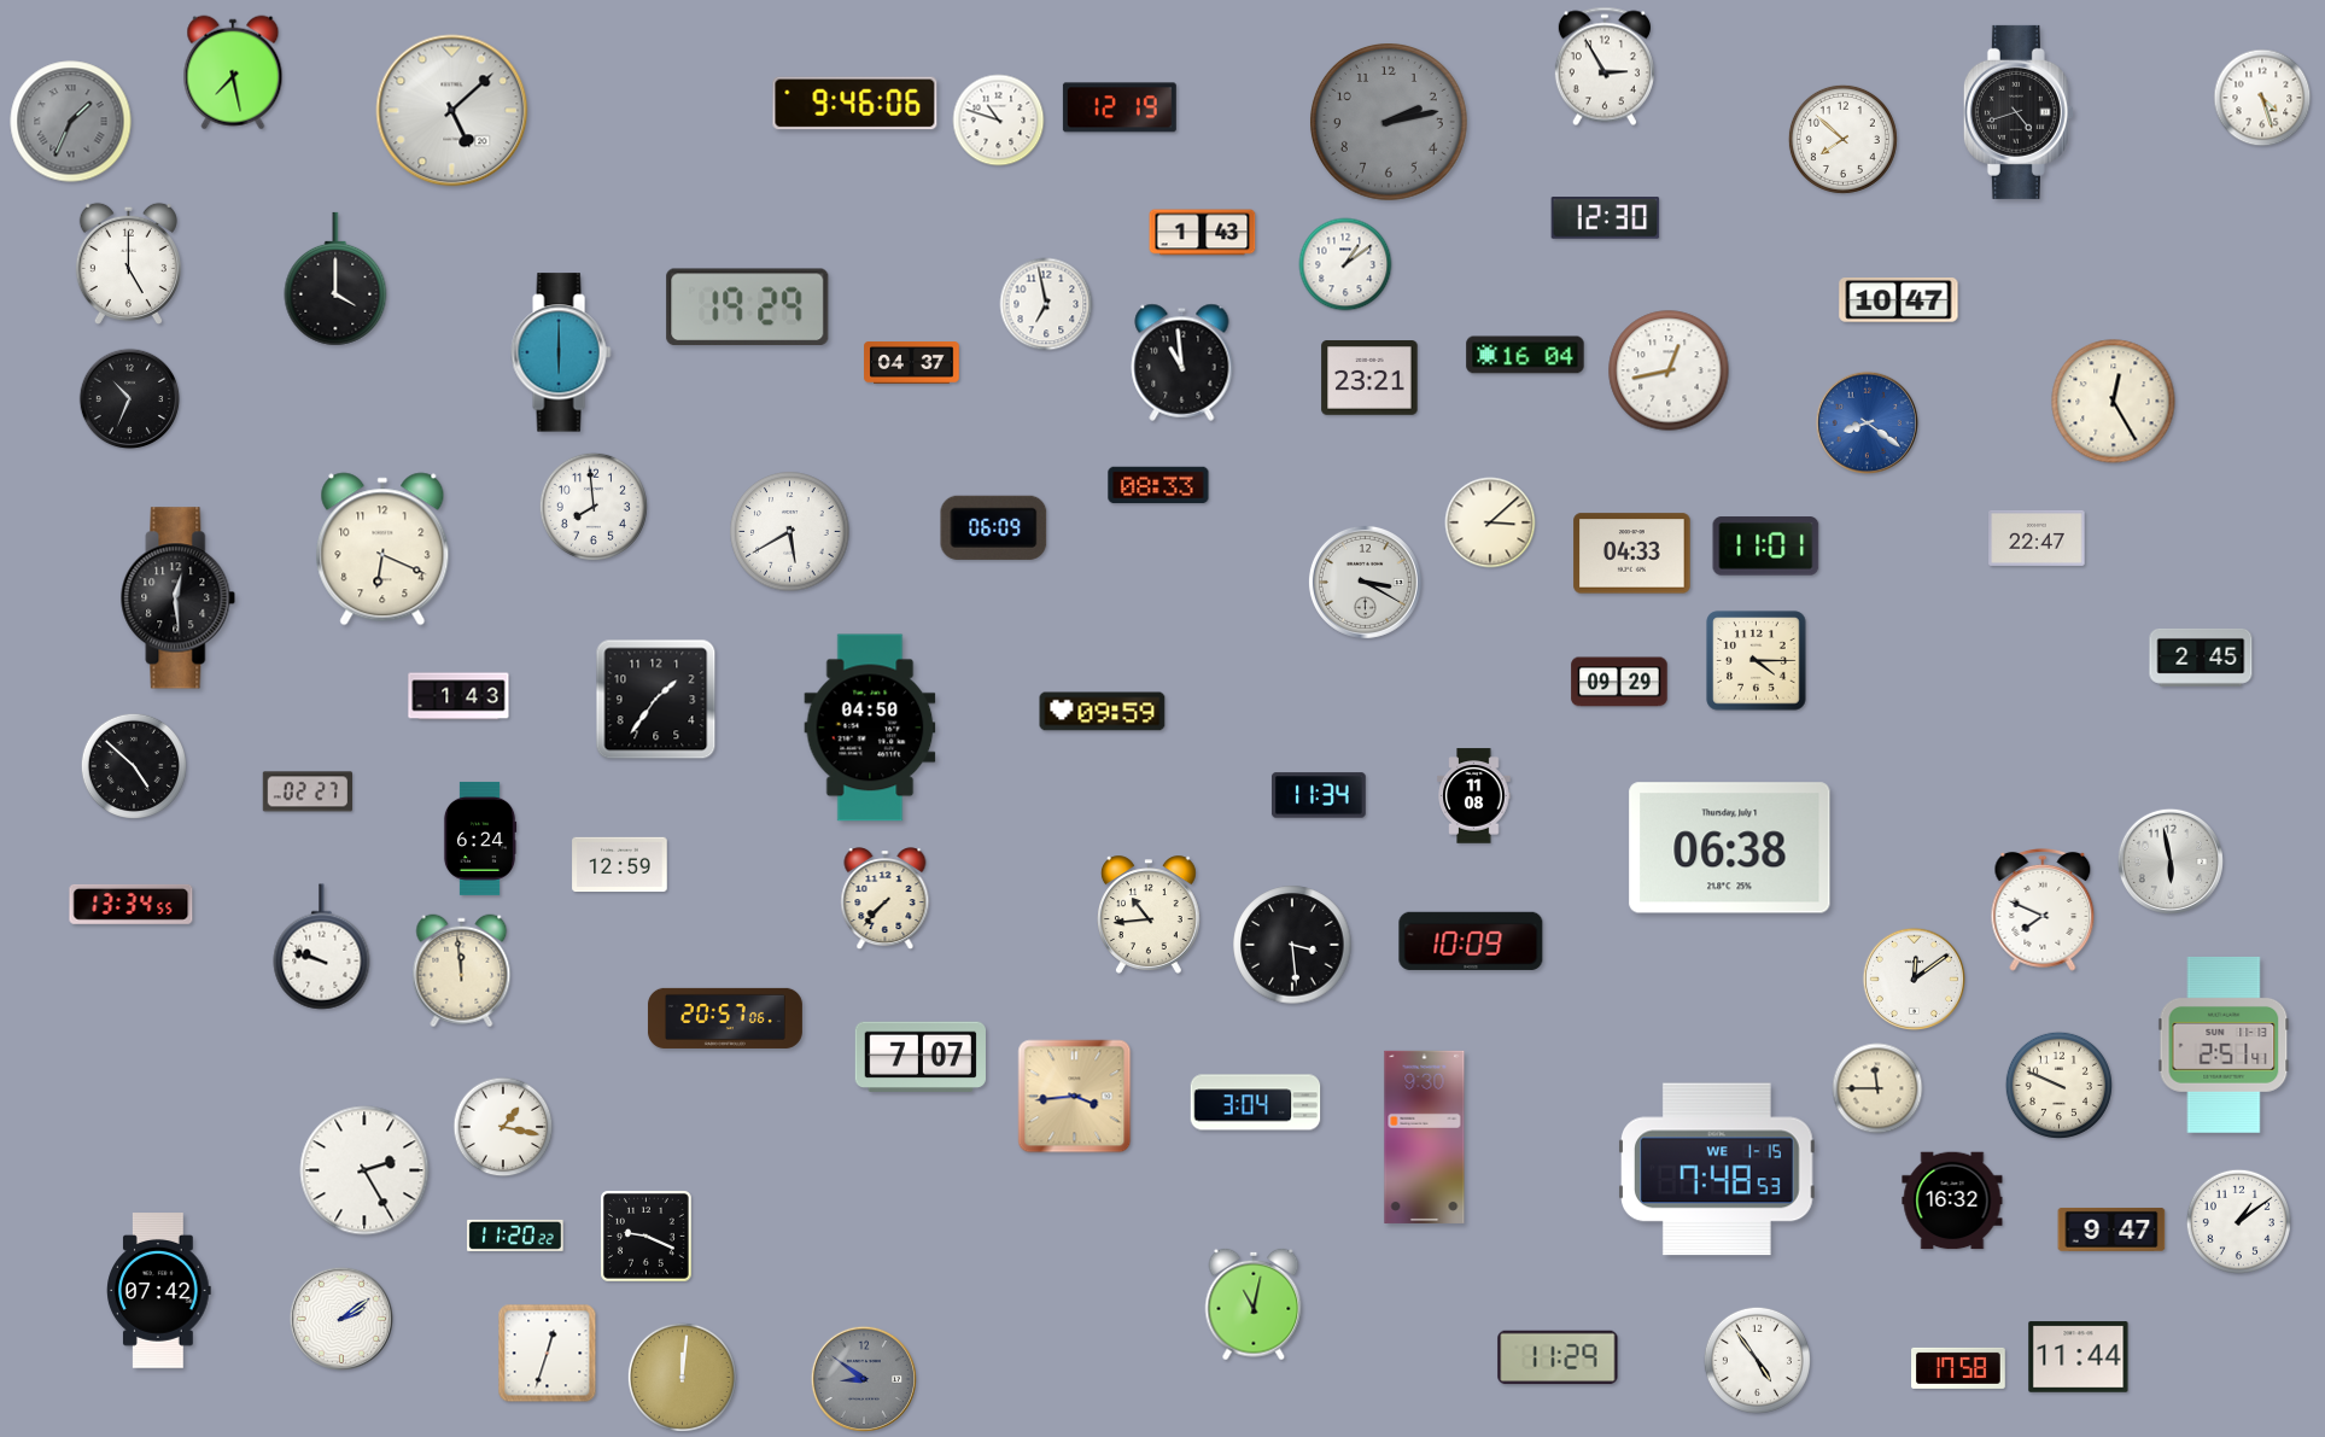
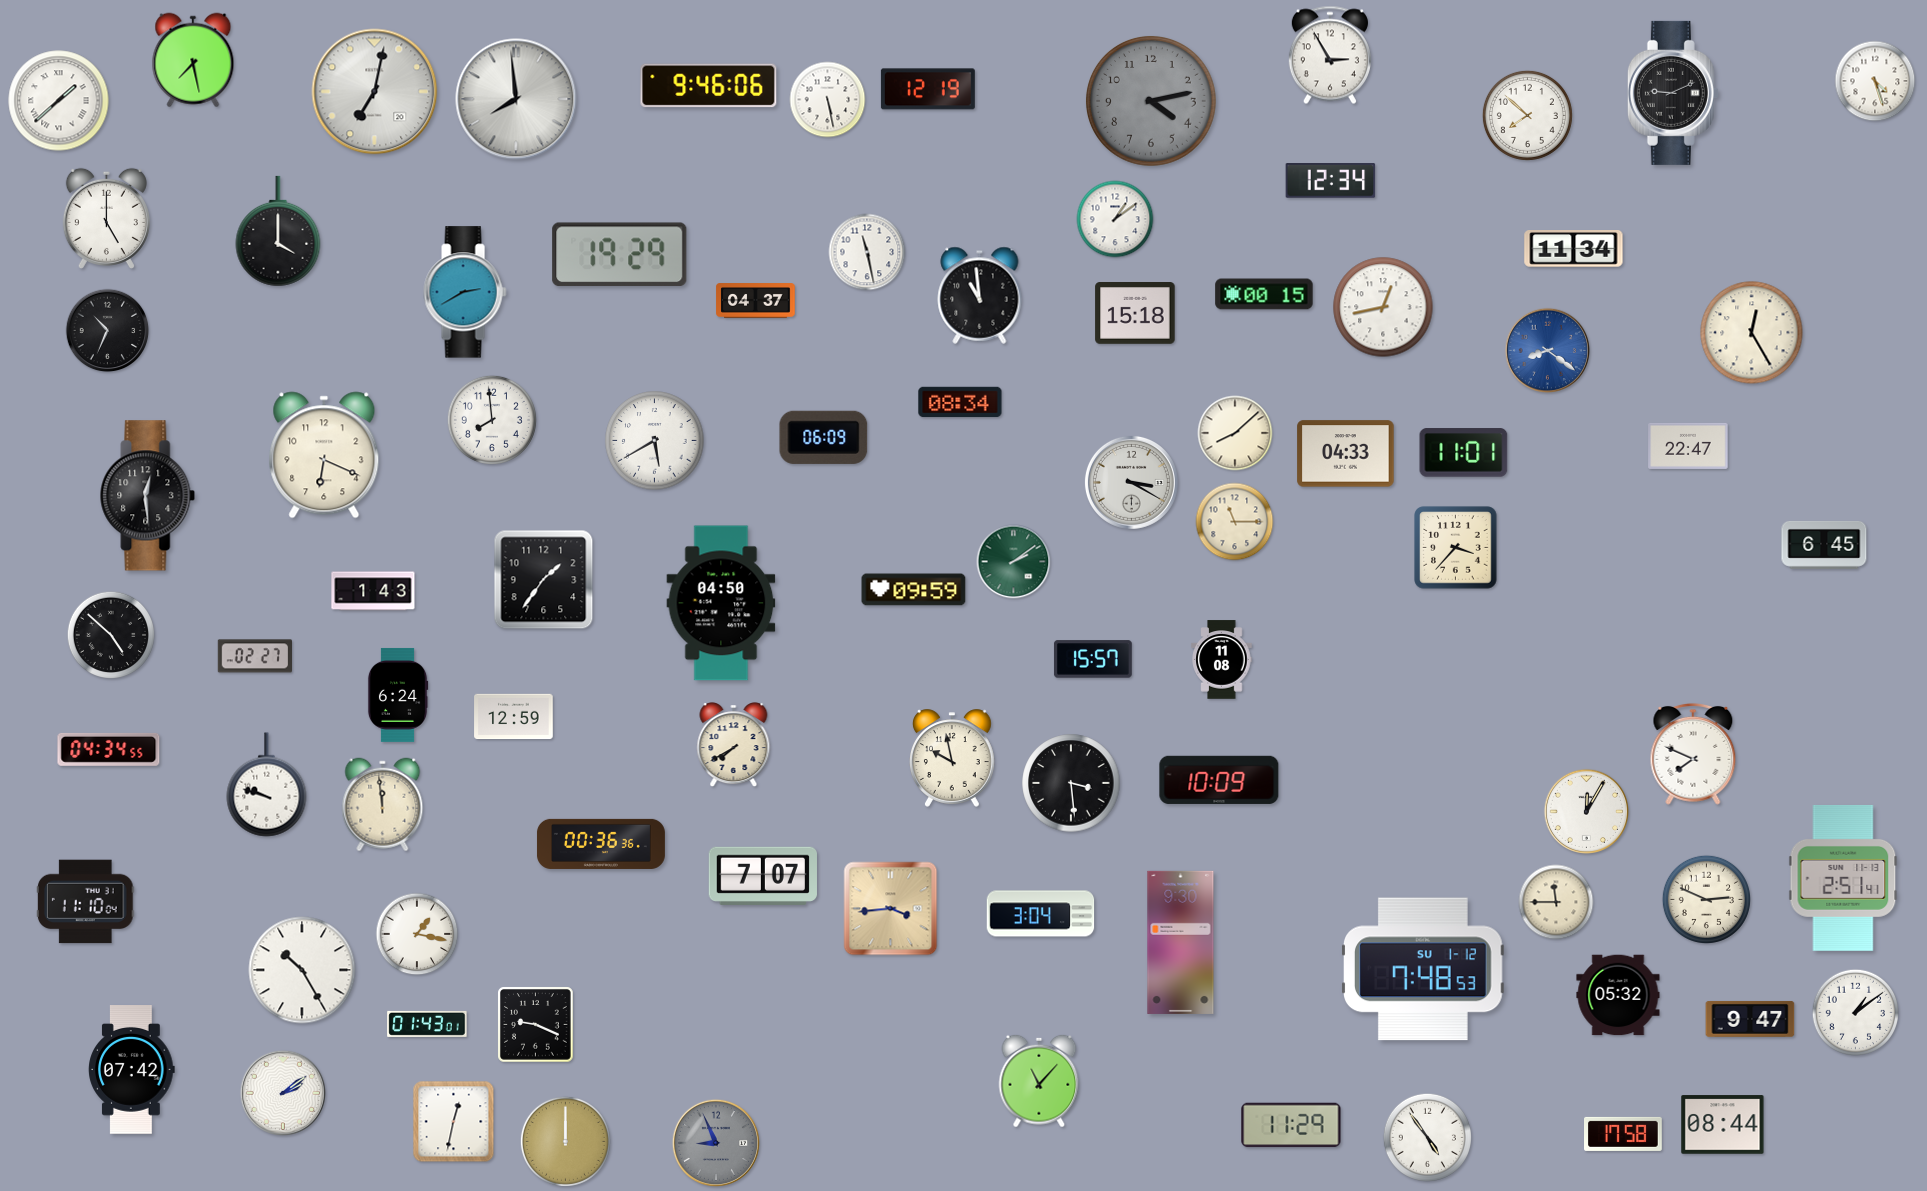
clock at (452, 111): 5:08 -> 7:02
clock at (2019, 112): 4:42 -> 9:11
clock at (516, 99): none -> 7:59
clock at (999, 121): 10:48 -> 5:28
clock at (71, 122): 1:34 -> 1:38
clock at (71, 122) dial: grey -> white
clock at (1389, 122): 2:13 -> 4:13
clock at (1606, 218): 12:30 -> 12:34
clock at (1203, 233): 1:43 -> none
clock at (1899, 300): 10:47 -> 11:34
clock at (1046, 304): 6:58 -> 11:28
clock at (561, 352): 6:00 -> 2:40
clock at (1525, 355): 16:04 -> 00:15
clock at (1182, 362) position: (1182, 362) -> (980, 295)
clock at (1369, 379): 23:21 -> 15:18
clock at (1158, 485): 08:33 -> 08:34
clock at (1490, 522): 3:08 -> 8:08
clock at (382, 549) position: (382, 549) -> (324, 455)
clock at (1632, 554) position: (1632, 554) -> (1346, 454)
clock at (1235, 522): none -> 11:15
clock at (2201, 658): 2:45 -> 6:45
clock at (1757, 661): 4:15 -> 3:37
clock at (1014, 562): none -> 2:09
clock at (1619, 682): 09:29 -> none
clock at (458, 696) position: (458, 696) -> (373, 591)
clock at (1319, 795): 11:34 -> 15:57
clock at (1730, 848): 06:38 -> none
clock at (2171, 861): 5:58 -> none
clock at (886, 899): 7:37 -> 7:40
clock at (132, 904): 13:34 -> 04:34
clock at (1150, 915): 10:44 -> 9:58
clock at (1914, 979): 12:09 -> 12:05
clock at (725, 1018): 20:57 -> 00:36
clock at (2224, 1045) position: (2224, 1045) -> (1843, 878)
clock at (2058, 1085): 9:49 -> 2:49
clock at (85, 902): none -> 11:10
clock at (1718, 1169) date: WE 1-15 -> SU 1-12
clock at (364, 1170): 2:25 -> 10:25
clock at (1952, 1201): 16:32 -> 05:32
clock at (515, 1236): 11:20 -> 01:43
clock at (1254, 1304): 11:02 -> 11:07
clock at (548, 1354): 12:33 -> 12:32
clock at (2079, 1357): 11:44 -> 08:44
clock at (1757, 1360) position: (1757, 1360) -> (1427, 1137)
clock at (682, 1377): 12:01 -> 12:00
clock at (864, 1379): 8:51 -> 8:56
